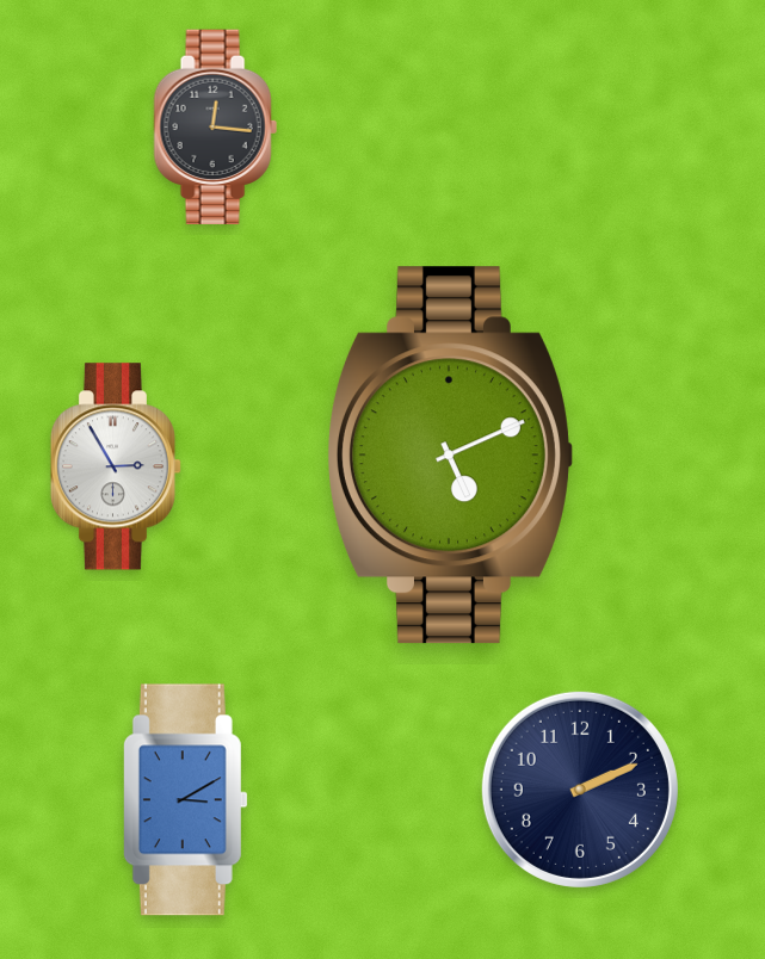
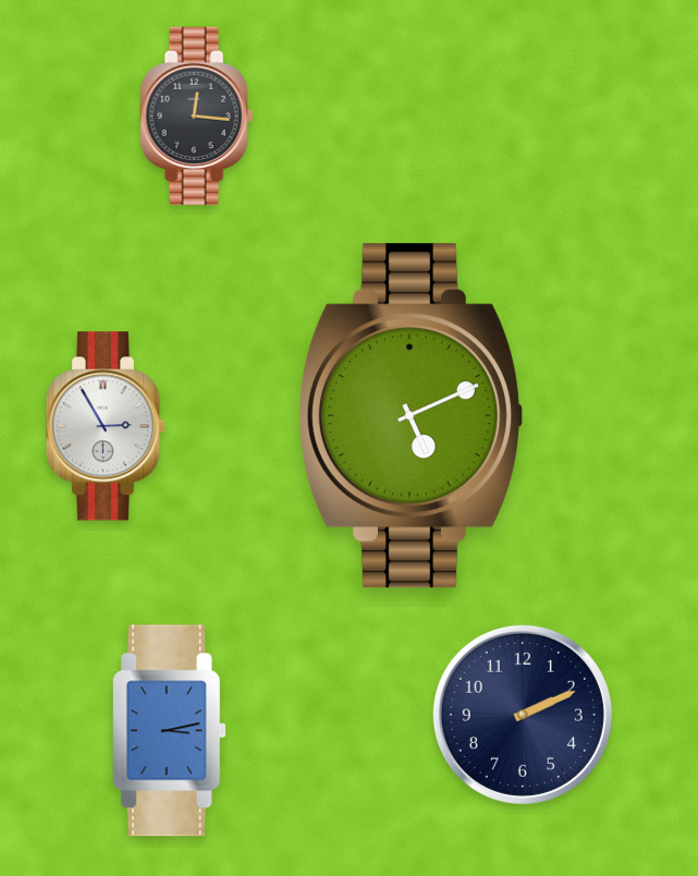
clock at (580, 790) position: (580, 790) -> (523, 715)
clock at (185, 800): 3:10 -> 3:13
